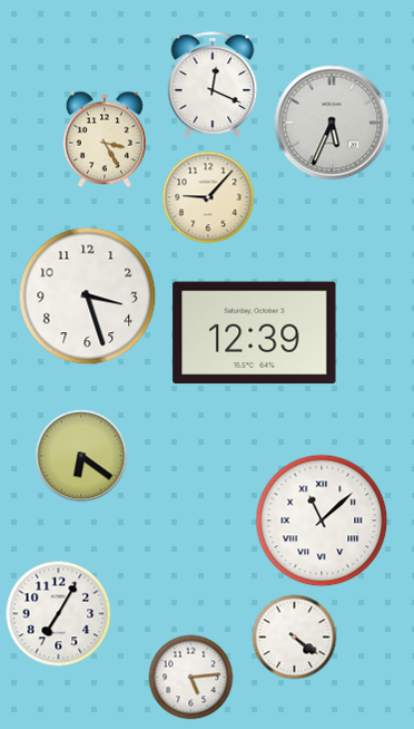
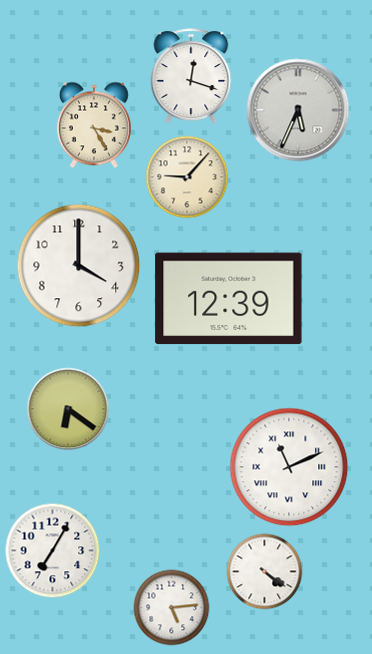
clock at (213, 85): 12:19 -> 12:18
clock at (88, 297): 3:27 -> 4:00
clock at (81, 456) position: (81, 456) -> (68, 409)
clock at (322, 521): 11:08 -> 11:11
